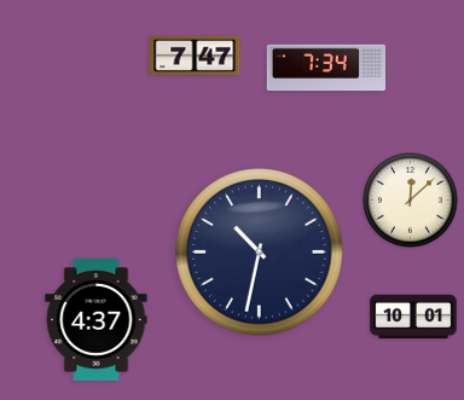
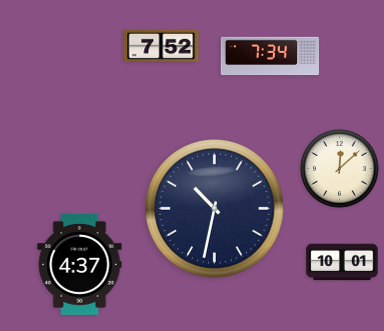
clock at (195, 56): 7:47 -> 7:52
clock at (411, 201) position: (411, 201) -> (340, 169)
